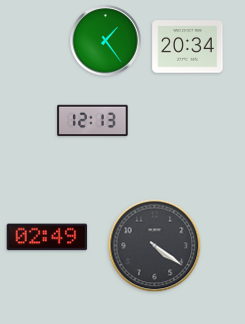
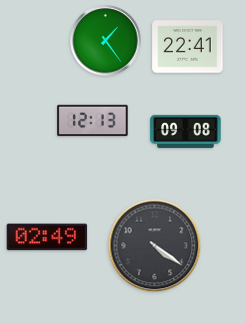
clock at (188, 47): 20:34 -> 22:41
clock at (186, 131): none -> 09:08
